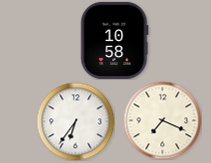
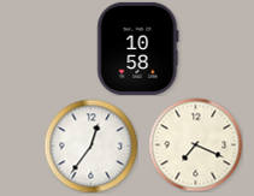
clock at (75, 121): 6:36 -> 12:36
